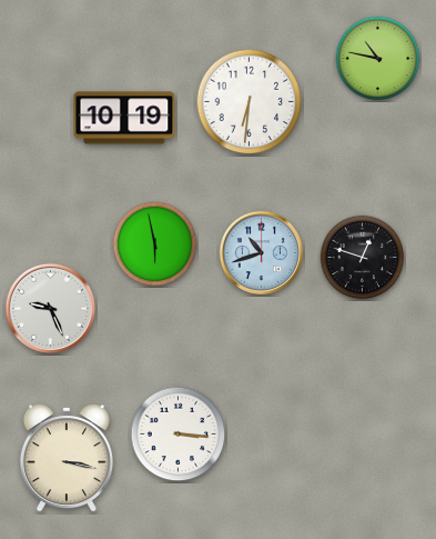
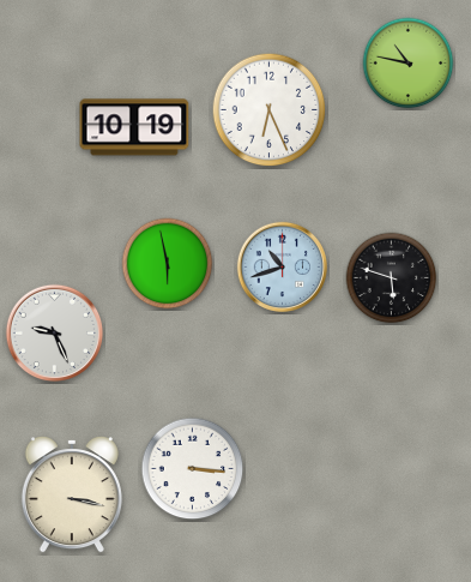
clock at (250, 102): 6:31 -> 6:26
clock at (261, 252) position: (261, 252) -> (282, 266)
clock at (363, 258): 12:48 -> 5:48
